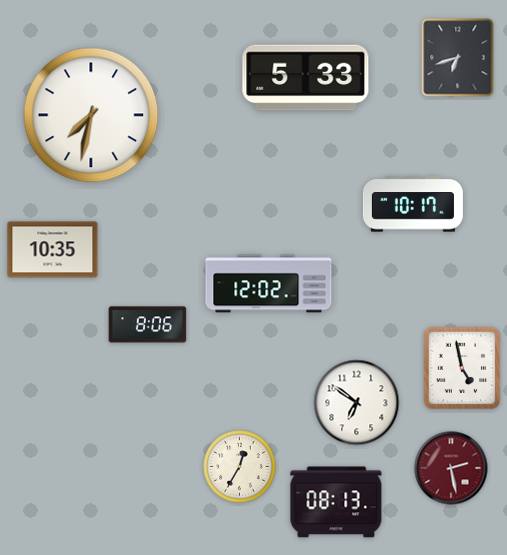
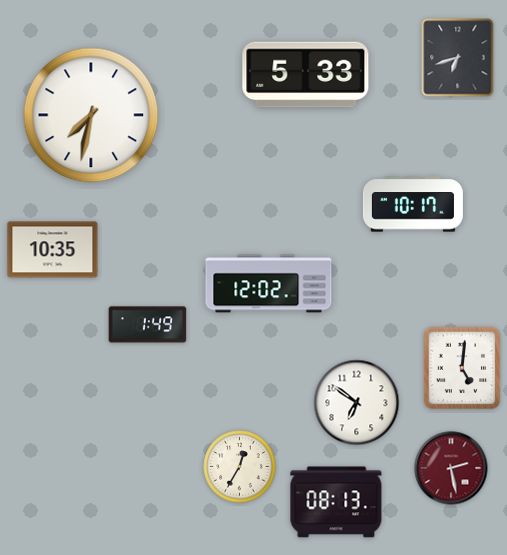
clock at (306, 78) position: (306, 78) -> (306, 75)
clock at (148, 325): 8:06 -> 1:49
clock at (462, 368): 4:58 -> 5:01
